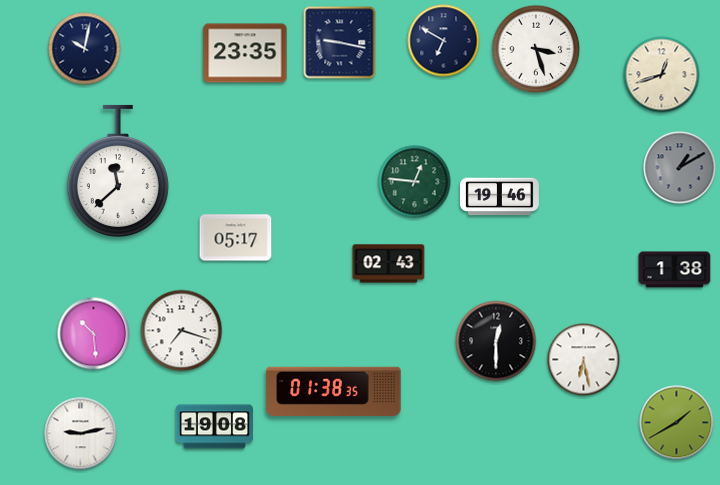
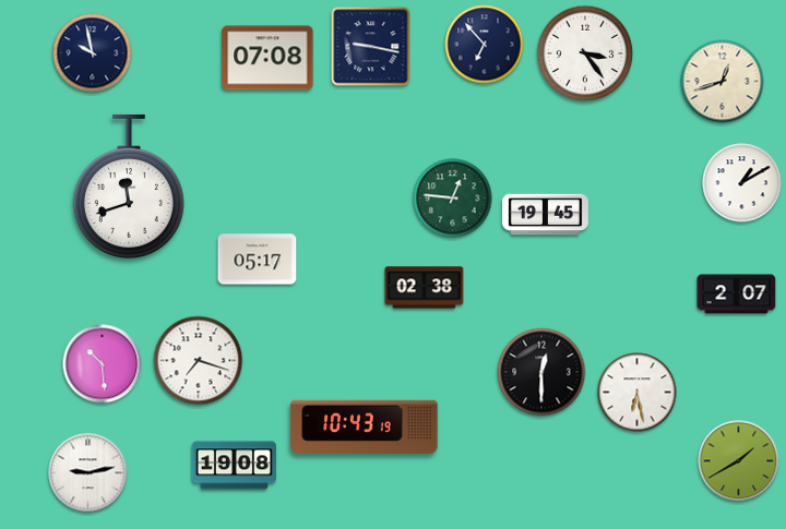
clock at (444, 41): 6:50 -> 6:53
clock at (85, 49): 10:02 -> 9:58
clock at (536, 49): 3:27 -> 3:24
clock at (245, 53): 23:35 -> 07:08
clock at (680, 168) dial: grey -> white
clock at (118, 170): 11:38 -> 11:42
clock at (499, 197): 19:46 -> 19:45
clock at (389, 264): 02:43 -> 02:38
clock at (675, 270): 1:38 -> 2:07
clock at (334, 391): 01:38 -> 10:43
